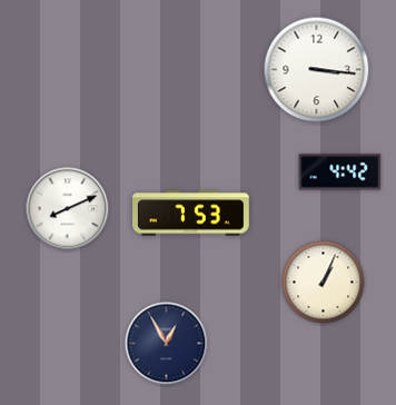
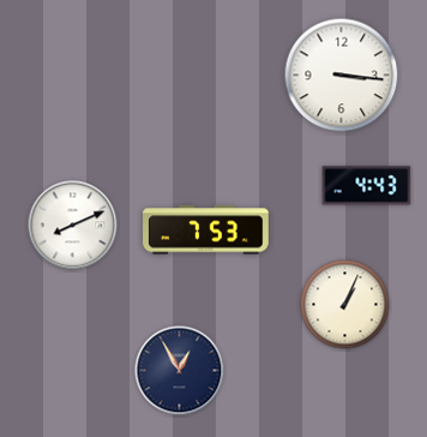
clock at (340, 172): 4:42 -> 4:43
clock at (324, 283) position: (324, 283) -> (345, 305)
